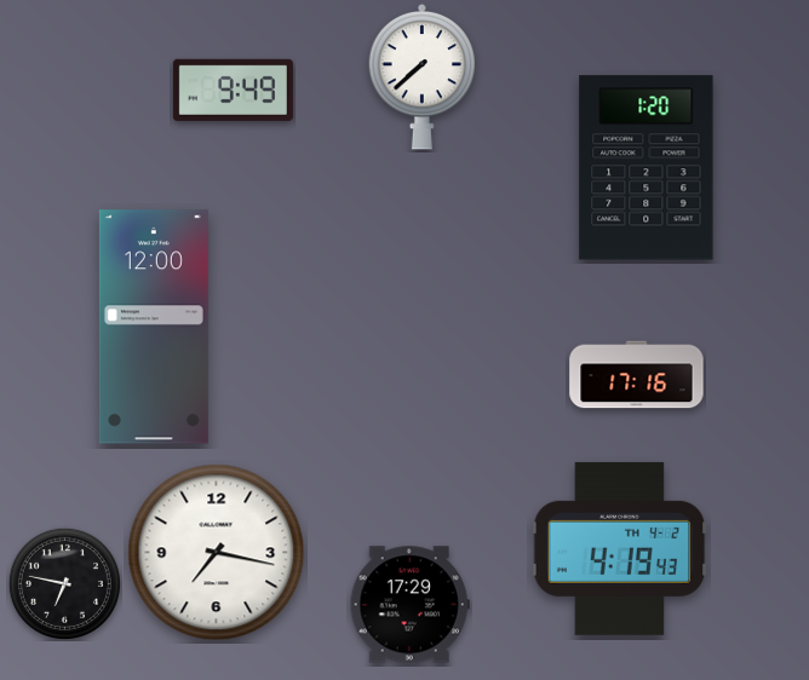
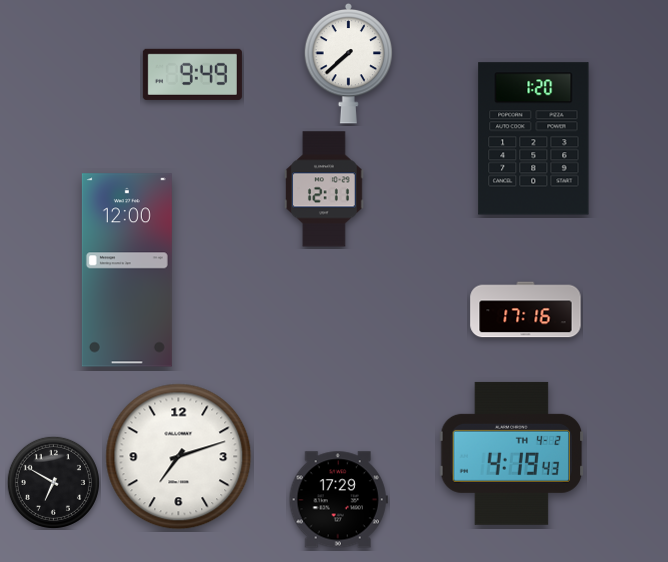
clock at (324, 189): none -> 12:11
clock at (217, 553): 7:17 -> 7:12
clock at (64, 583): 6:47 -> 6:50
